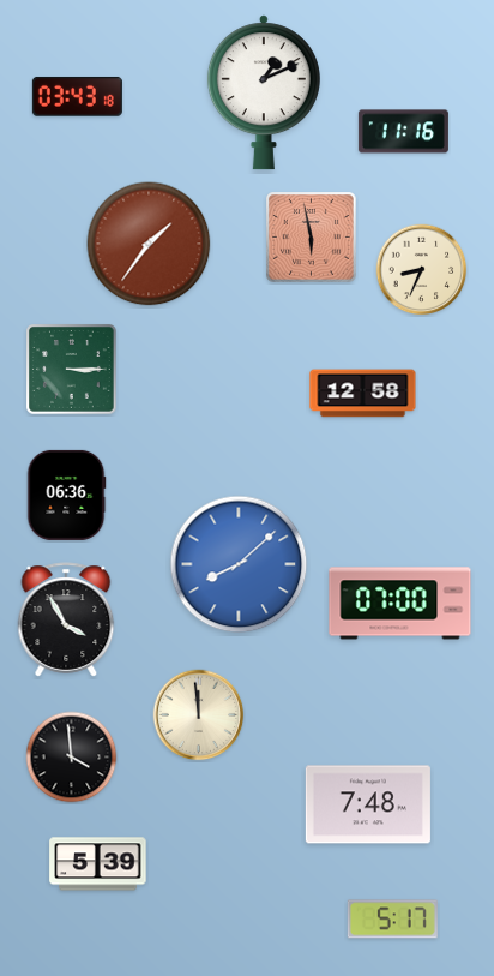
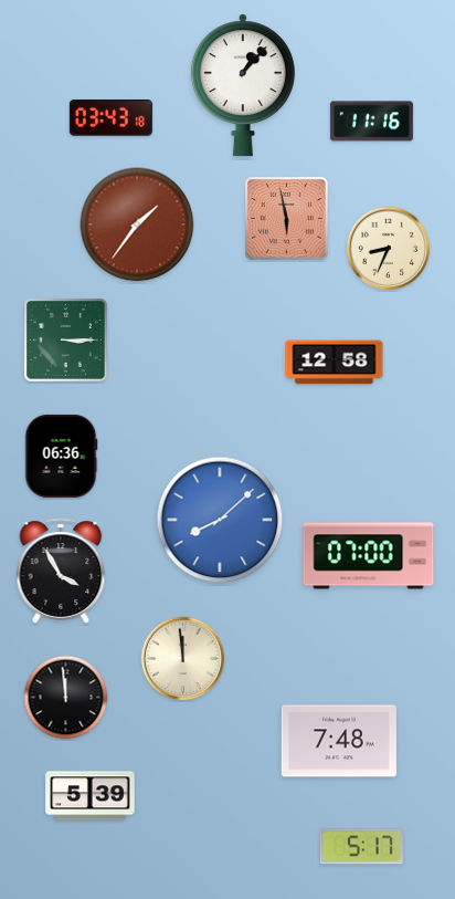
clock at (264, 92): 1:11 -> 1:07
clock at (77, 97) position: (77, 97) -> (110, 118)
clock at (72, 758): 3:59 -> 11:59
